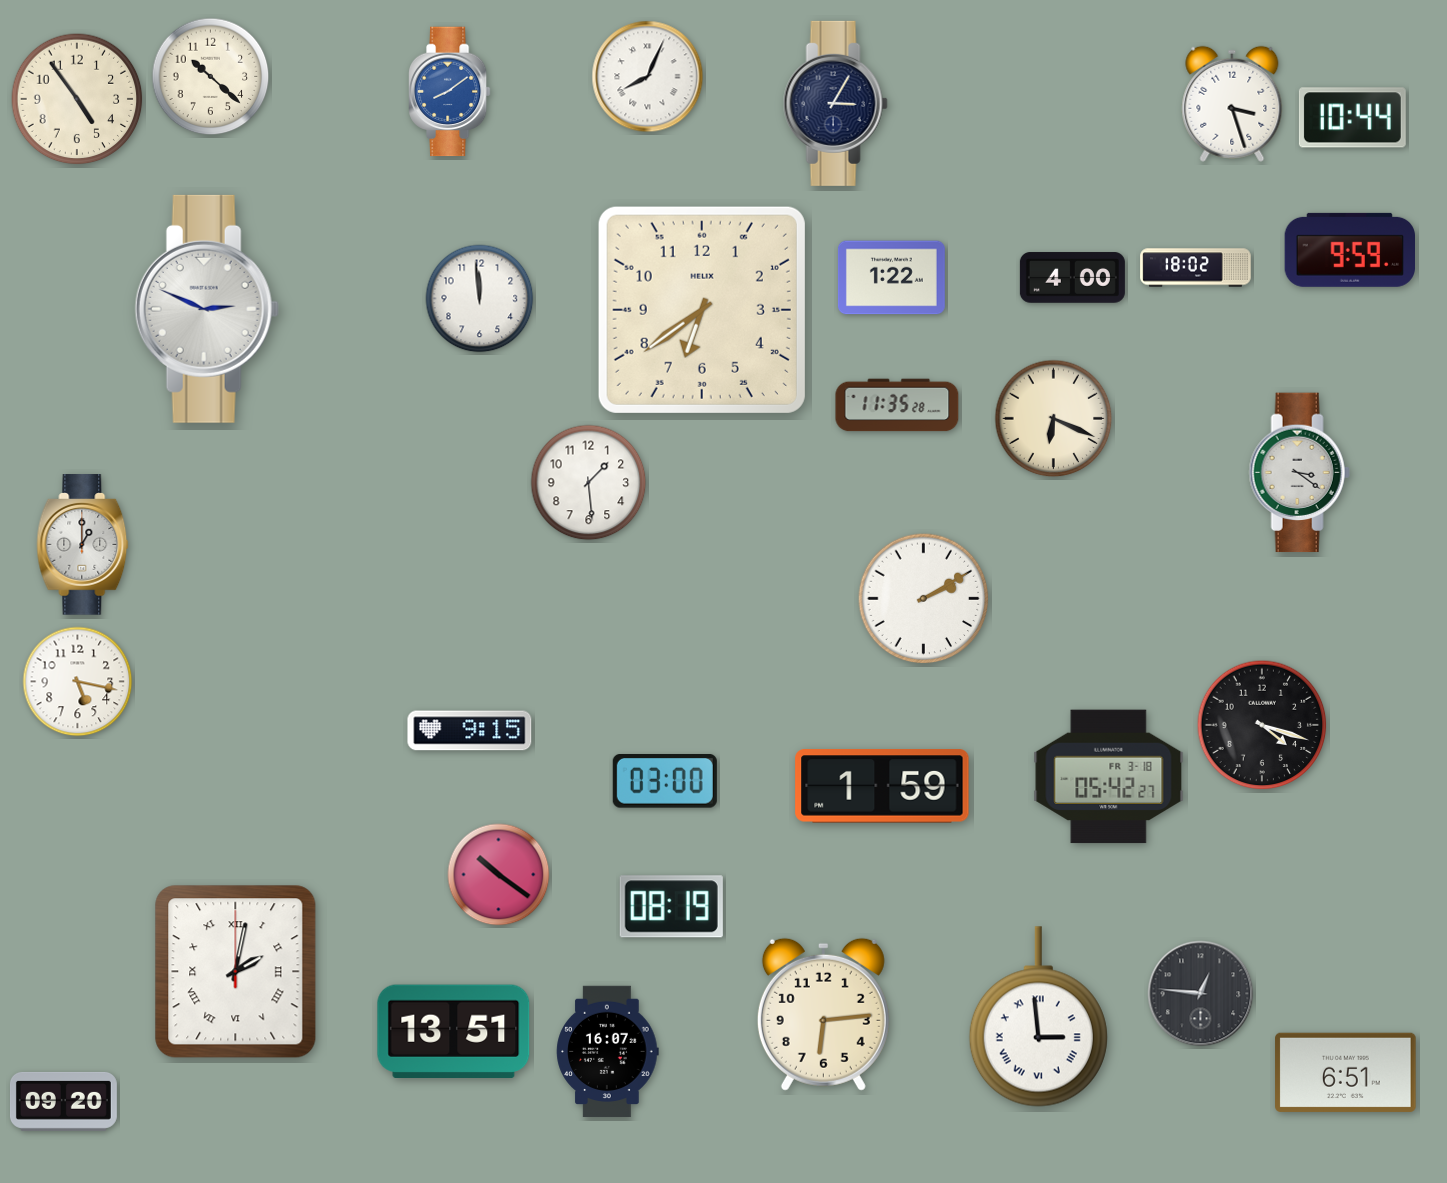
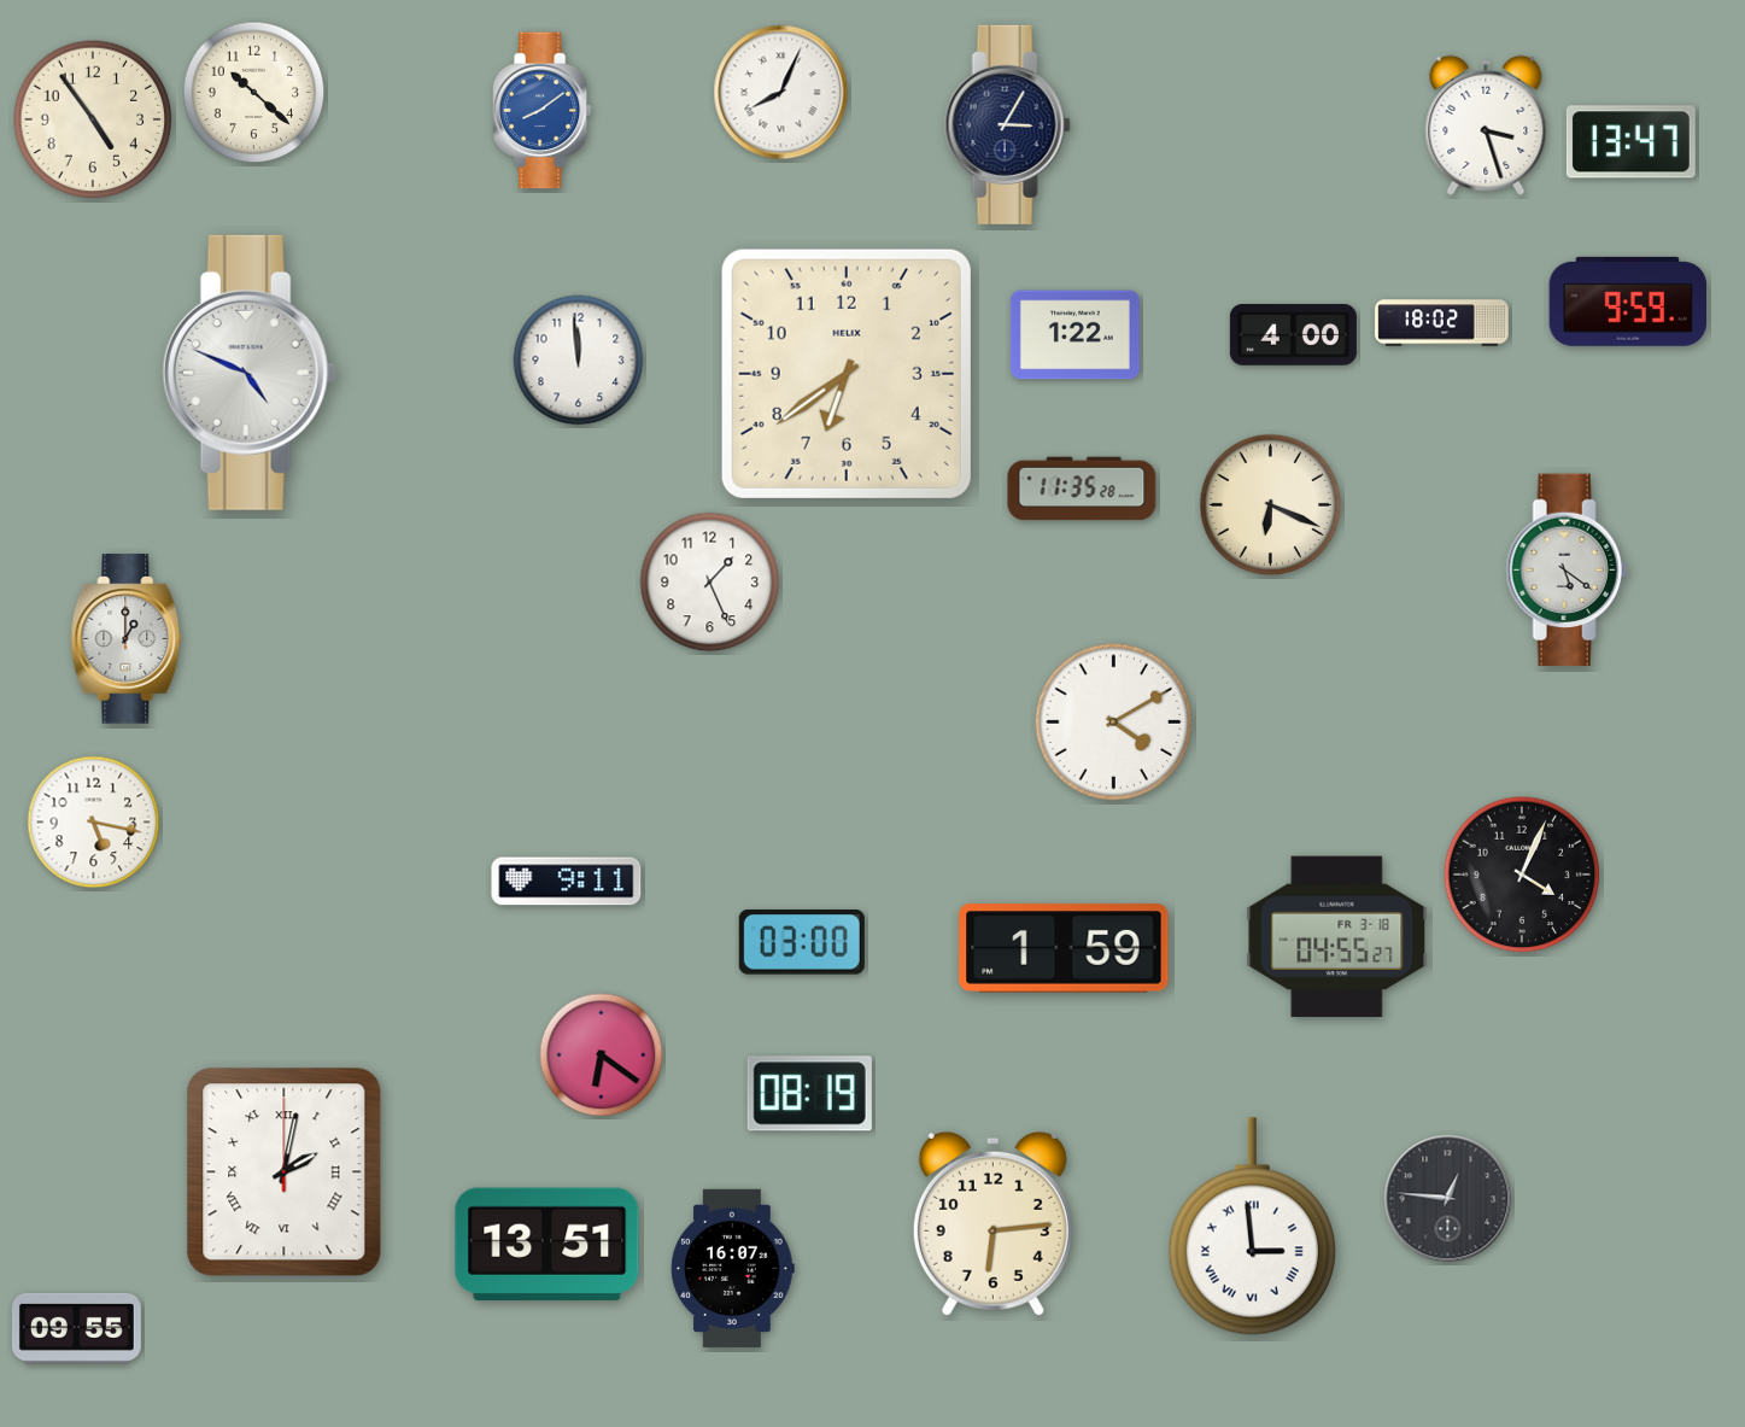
clock at (1352, 118): 10:44 -> 13:47
clock at (207, 309): 2:49 -> 4:49
clock at (1299, 473): 3:21 -> 5:21
clock at (589, 483): 1:29 -> 1:26
clock at (83, 545) position: (83, 545) -> (127, 639)
clock at (924, 599): 2:10 -> 4:10
clock at (1262, 725): 4:18 -> 4:04
clock at (470, 731): 9:15 -> 9:11
clock at (1109, 777): 05:42 -> 04:55
clock at (499, 875): 10:21 -> 6:21
clock at (1346, 1072): 6:51 -> none
clock at (63, 1101): 09:20 -> 09:55
